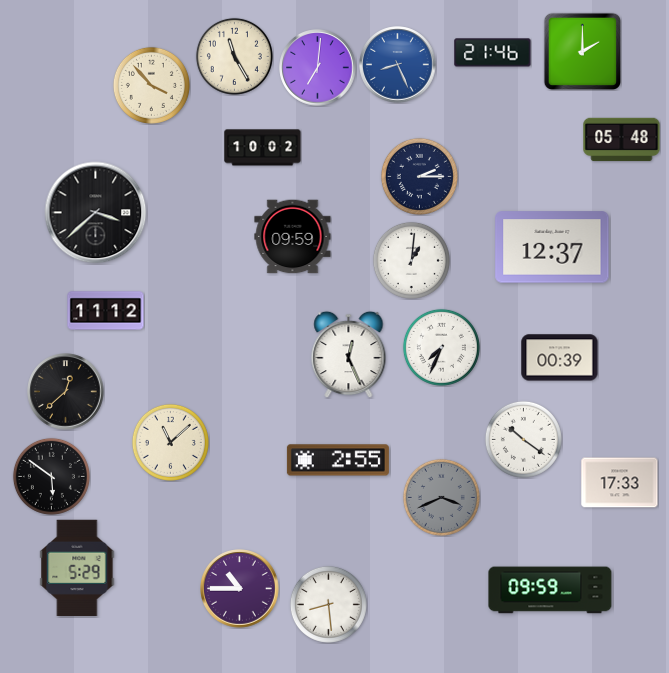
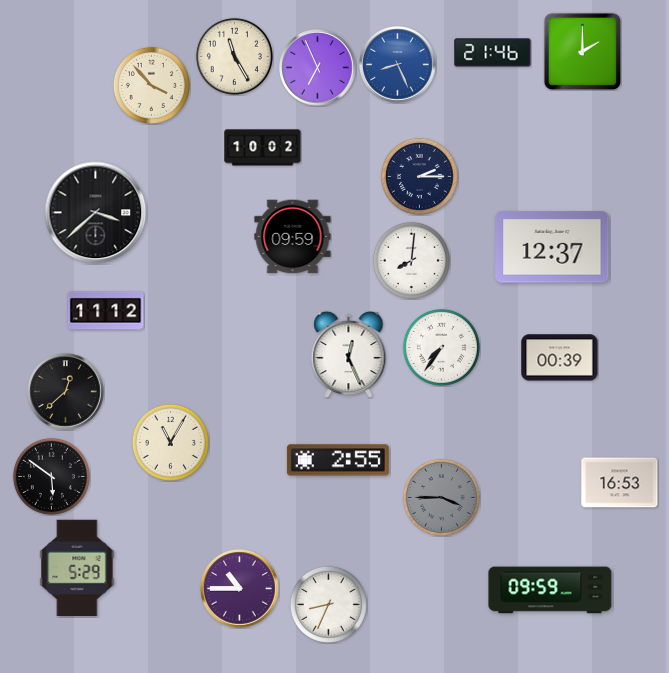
clock at (318, 68): 7:01 -> 6:56
clock at (622, 140): 05:48 -> none
clock at (411, 260): 1:01 -> 8:01
clock at (441, 347): 7:34 -> 7:36
clock at (523, 439): 10:21 -> none
clock at (170, 442): 11:08 -> 11:05
clock at (620, 483): 17:33 -> 16:53
clock at (441, 497): 3:41 -> 3:45
clock at (328, 604): 8:29 -> 8:34
